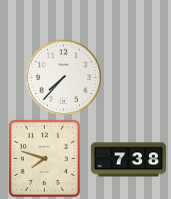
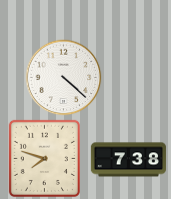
clock at (64, 78): 7:37 -> 4:22
